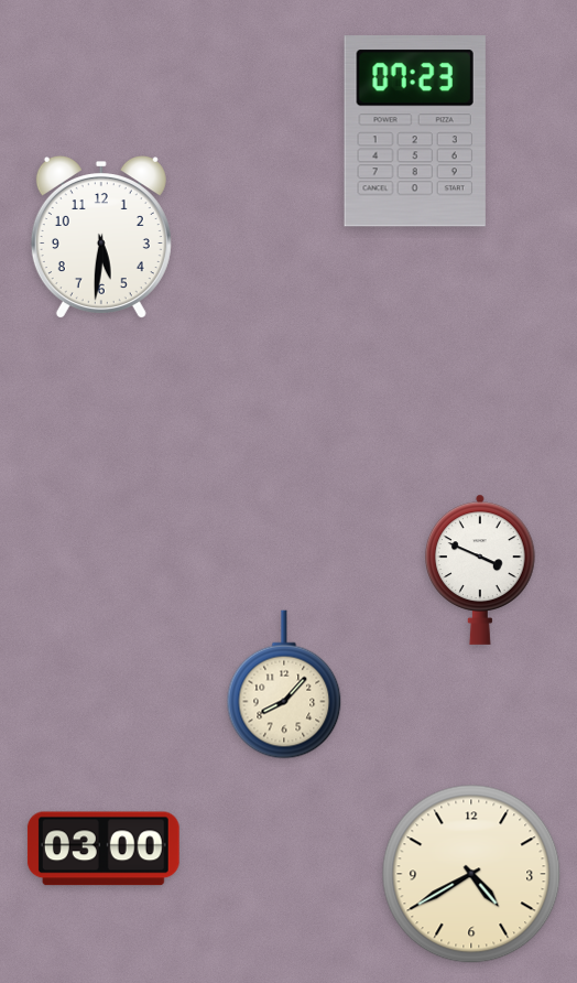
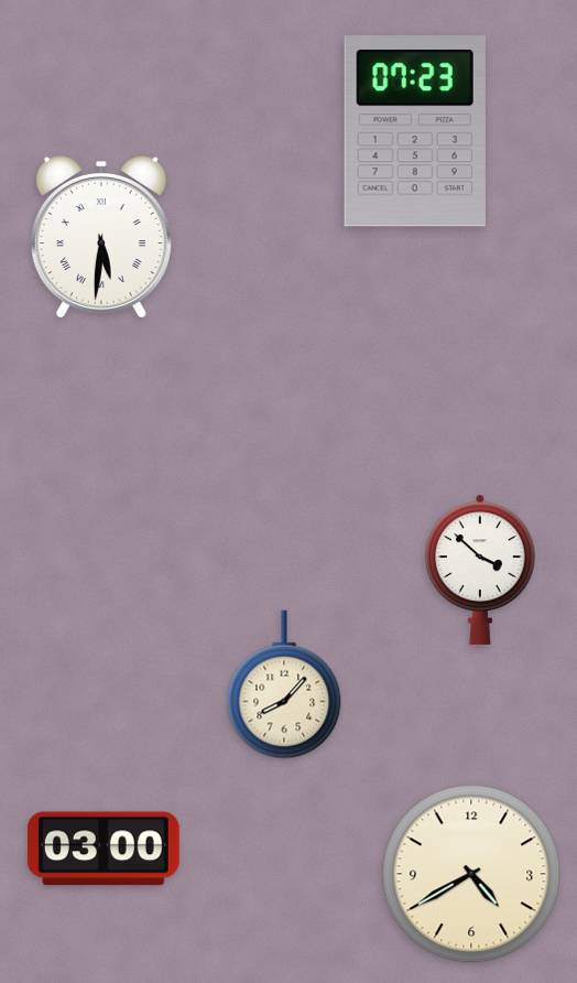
clock at (101, 237) numerals: Arabic -> Roman
clock at (481, 570): 3:49 -> 3:52
